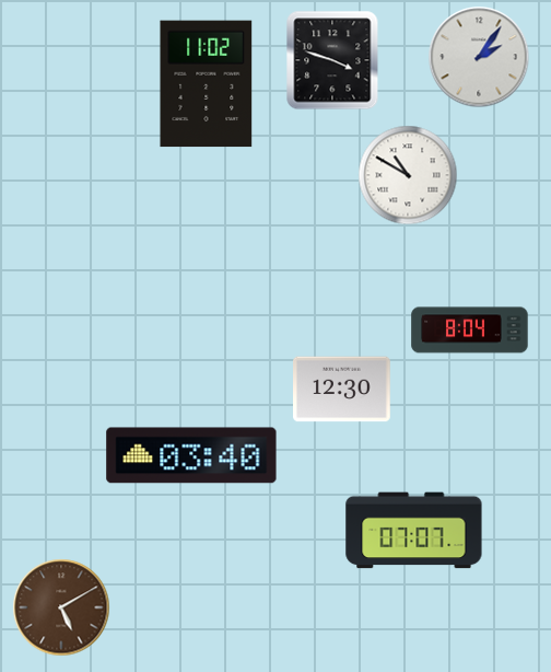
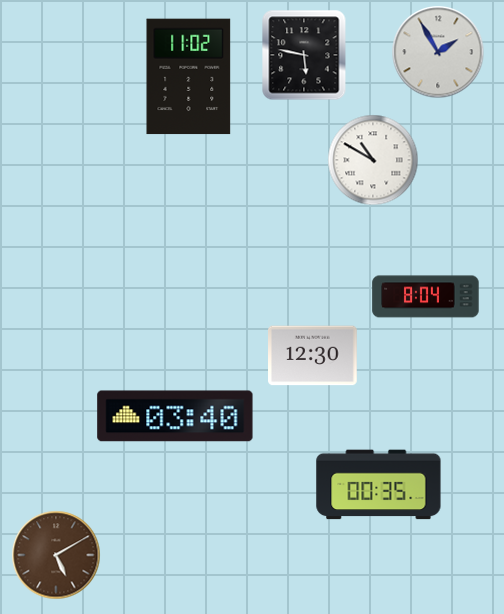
clock at (479, 57): 2:06 -> 1:55
clock at (332, 60): 3:48 -> 5:47
clock at (470, 331) position: (470, 331) -> (426, 297)
clock at (414, 531): 07:07 -> 00:35
